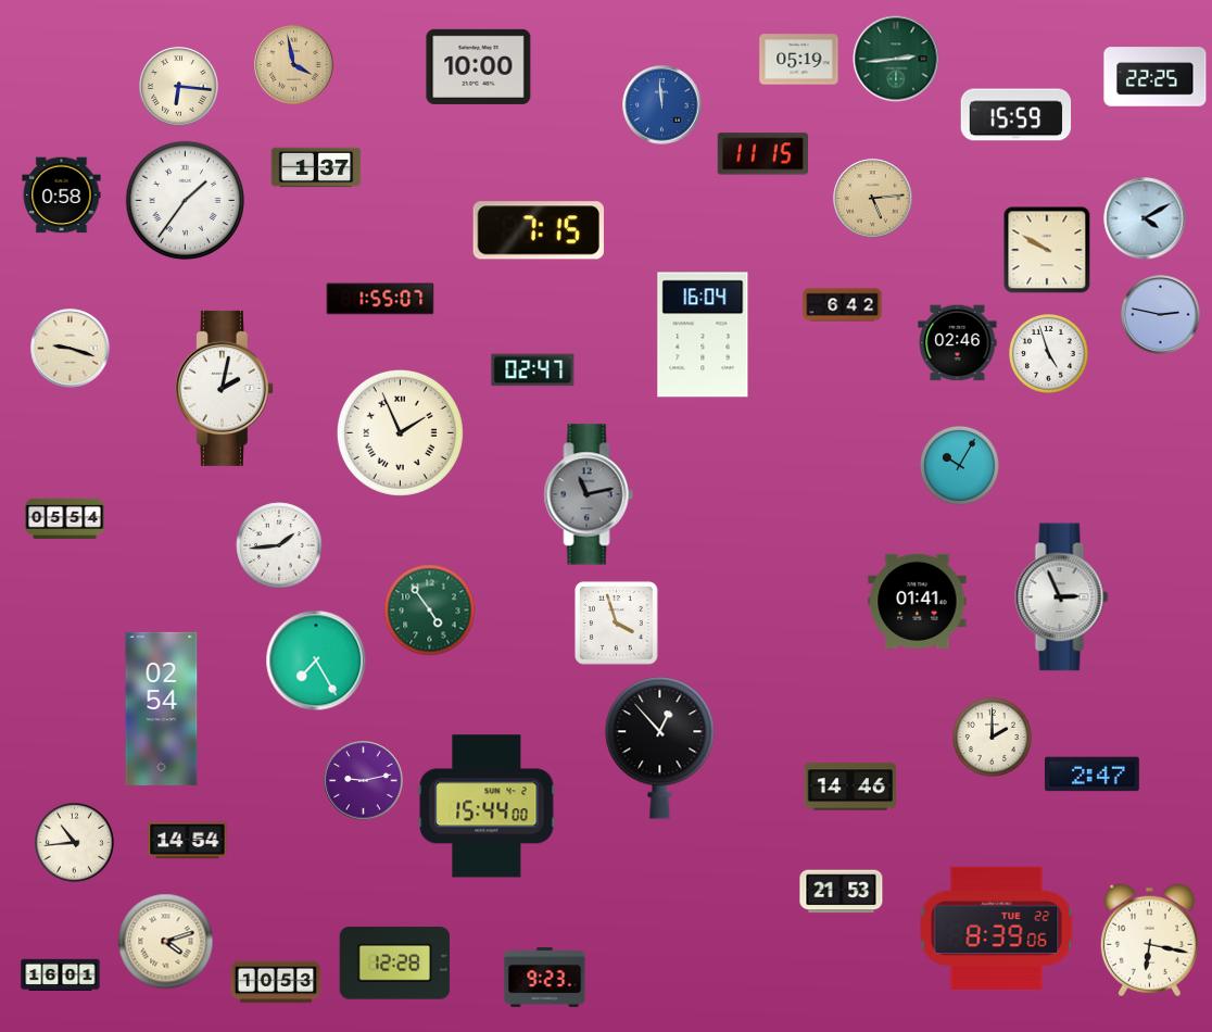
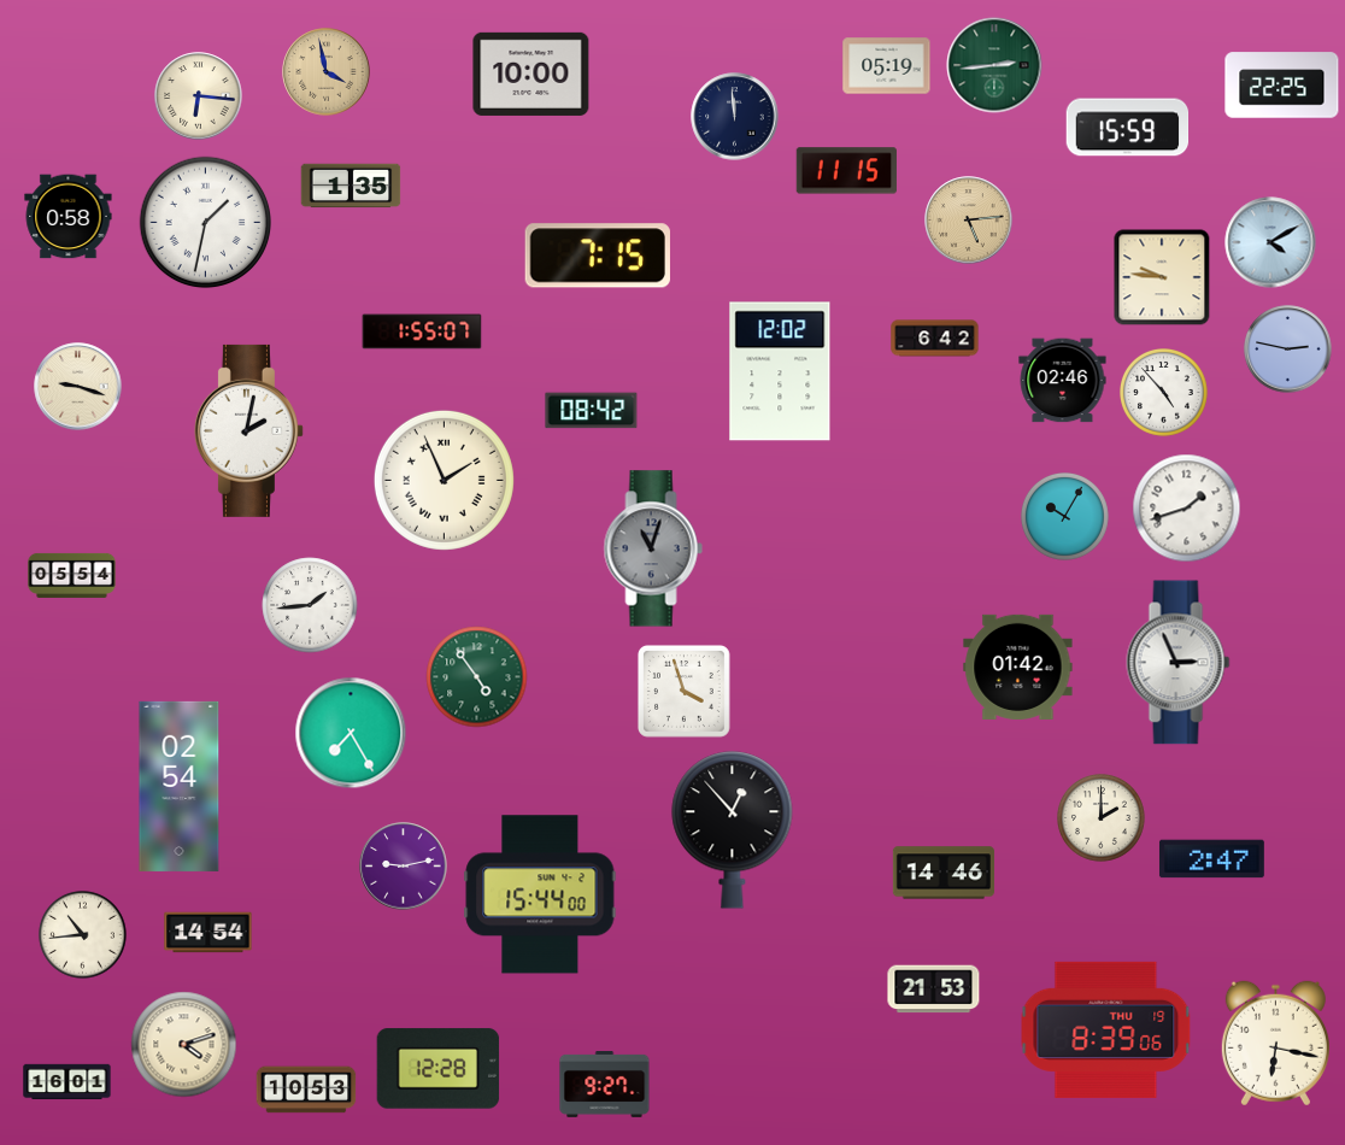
clock at (662, 105) dial: blue -> navy
clock at (316, 167): 1:37 -> 1:35
clock at (186, 201): 1:36 -> 1:32
clock at (1047, 250): 9:50 -> 9:46
clock at (703, 335): 16:04 -> 12:02
clock at (1049, 354): 4:57 -> 4:53
clock at (533, 370): 02:47 -> 08:42
clock at (1187, 509): none -> 1:42
clock at (589, 494): 11:13 -> 11:03
clock at (918, 601): 01:41 -> 01:42
clock at (997, 928) date: TUE 22 -> THU 19
clock at (545, 978): 9:23 -> 9:27
